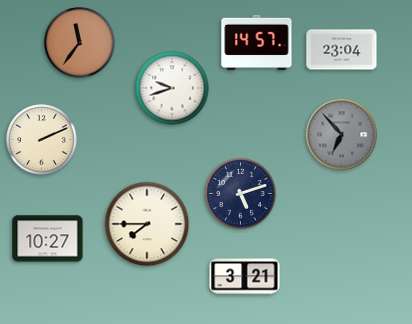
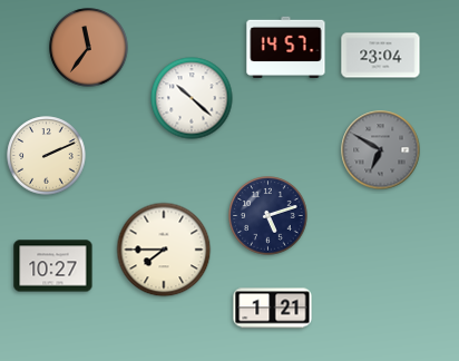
clock at (172, 88): 9:42 -> 10:22
clock at (342, 135): 6:53 -> 6:50
clock at (245, 277): 3:21 -> 1:21
